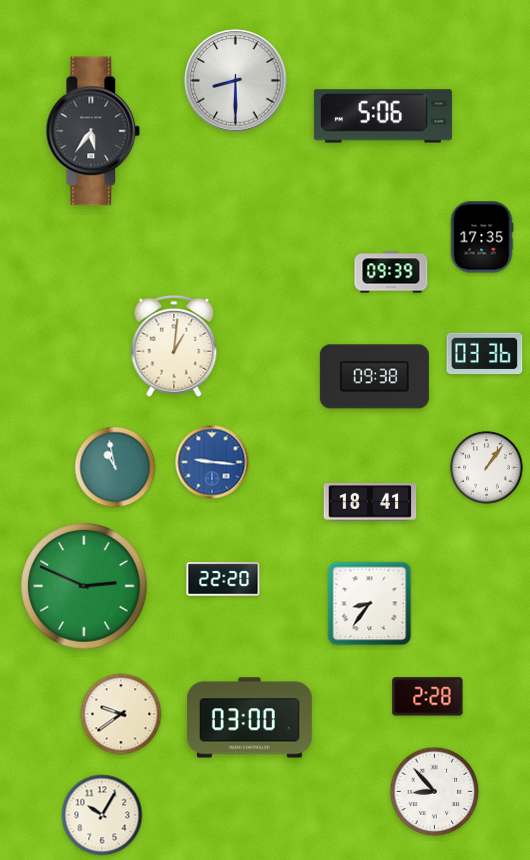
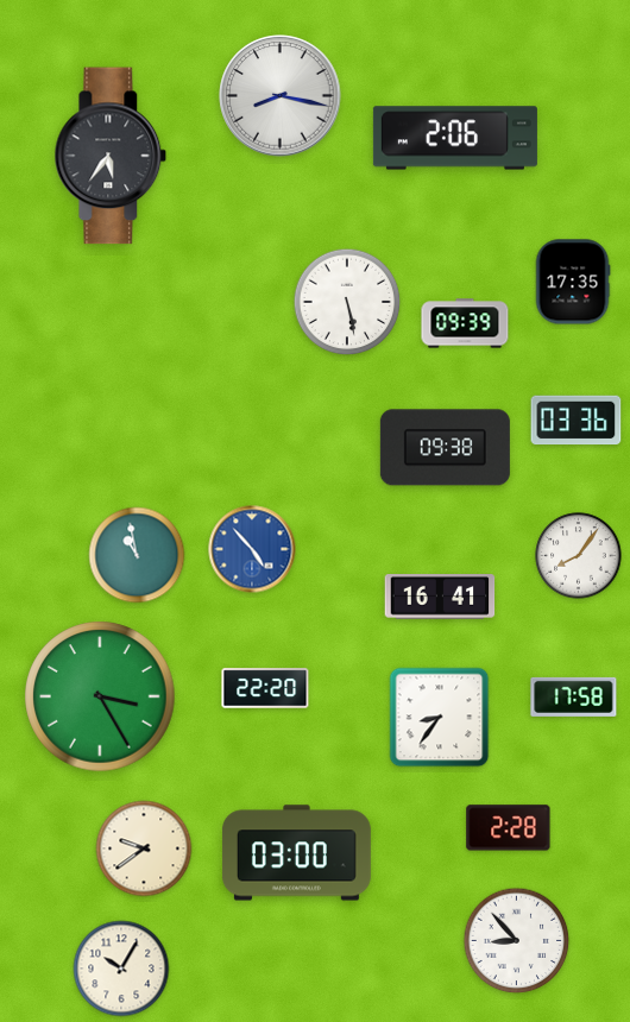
clock at (236, 81): 8:30 -> 8:17
clock at (383, 116): 5:06 -> 2:06
clock at (347, 302): none -> 5:28
clock at (174, 346): 1:01 -> none
clock at (212, 462): 9:16 -> 4:53
clock at (487, 468): 1:06 -> 8:06
clock at (370, 503): 18:41 -> 16:41
clock at (84, 586): 2:49 -> 3:25
clock at (574, 696): none -> 17:58
